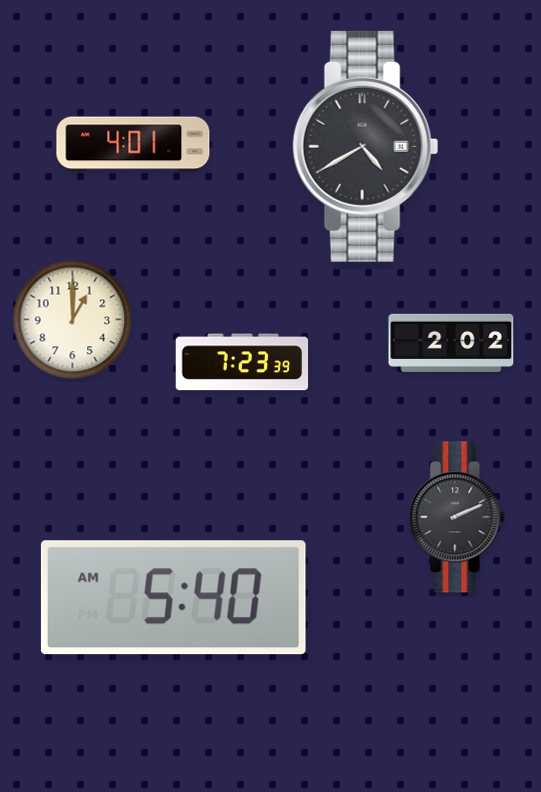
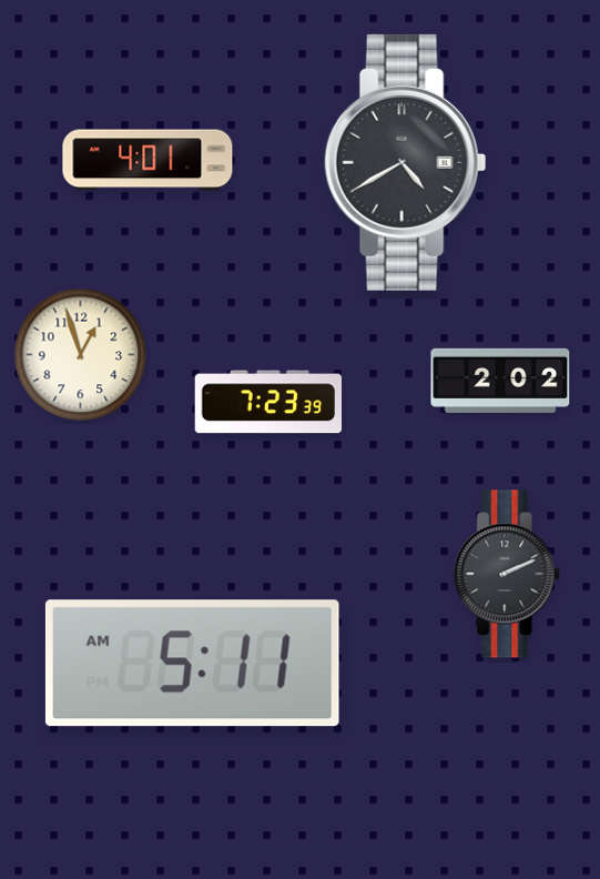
clock at (73, 320): 1:00 -> 12:57
clock at (173, 598): 5:40 -> 5:11
